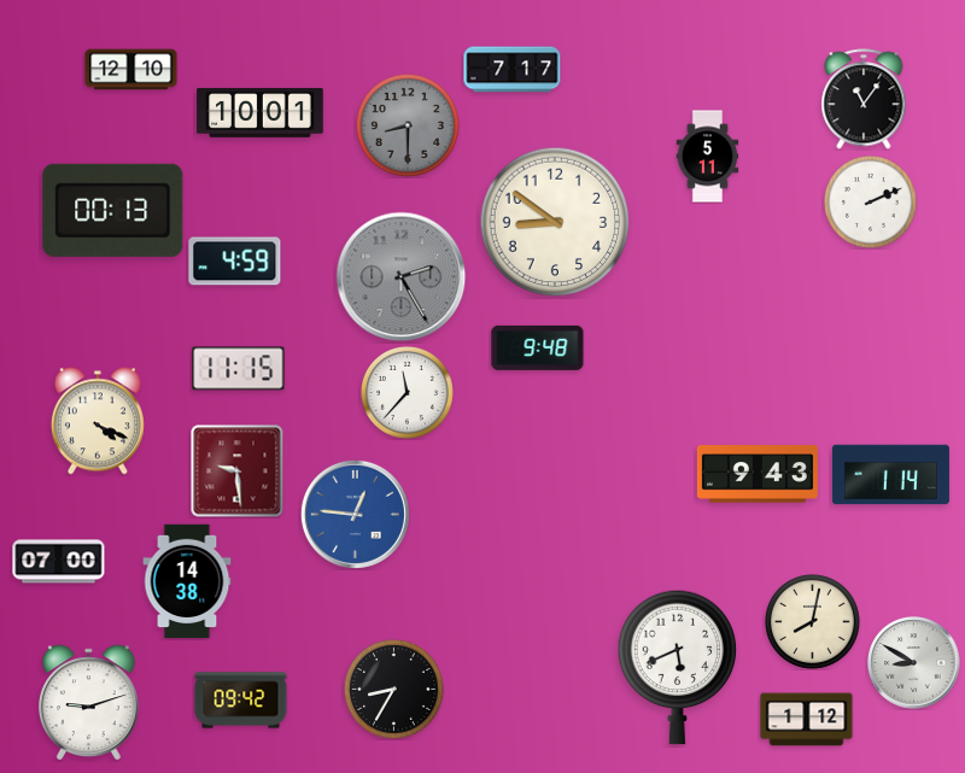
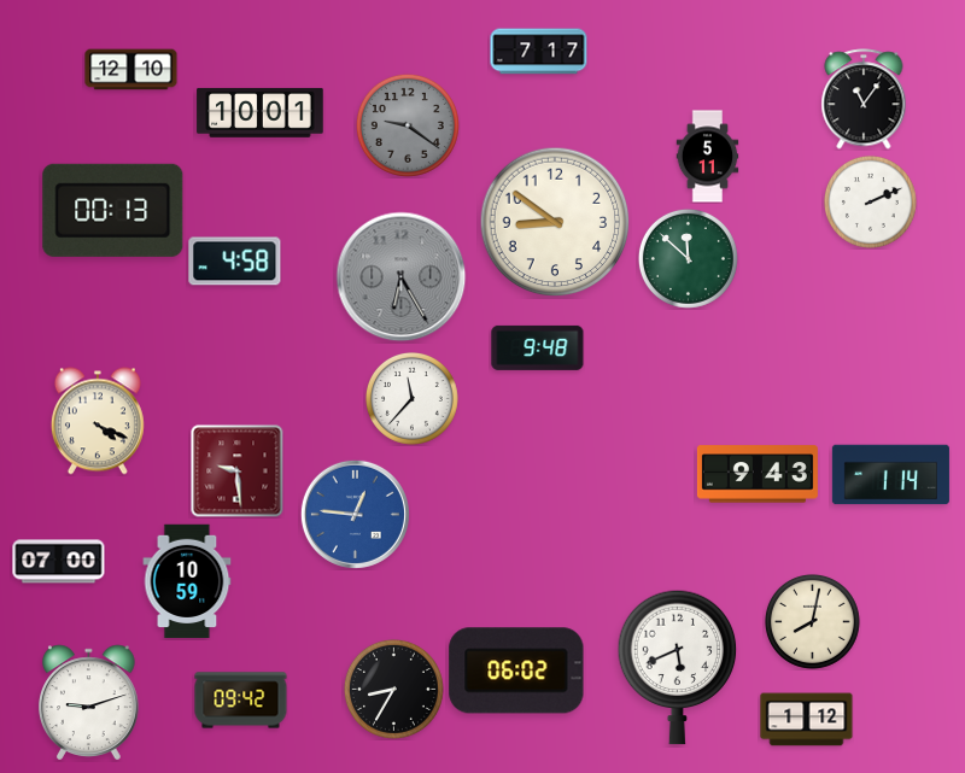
clock at (513, 70) position: (513, 70) -> (539, 52)
clock at (408, 125): 8:30 -> 9:21
clock at (688, 258): none -> 11:52
clock at (235, 262): 4:59 -> 4:58
clock at (402, 277): 2:25 -> 6:25
clock at (239, 369): 11:15 -> none
clock at (407, 392) position: (407, 392) -> (411, 398)
clock at (187, 581): 14:38 -> 10:59
clock at (914, 663): 8:50 -> none
clock at (516, 670): none -> 06:02
